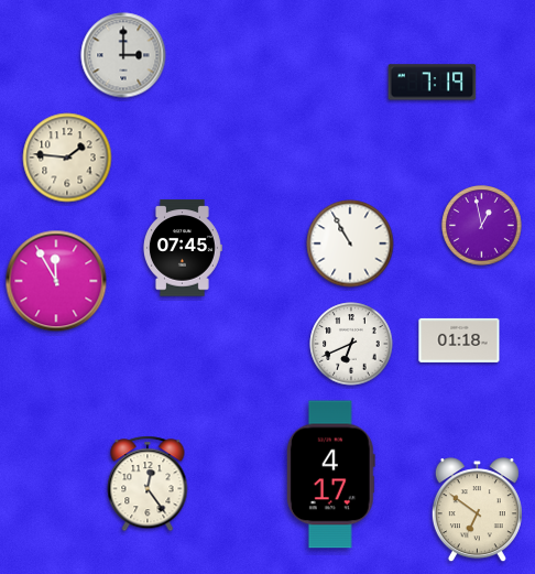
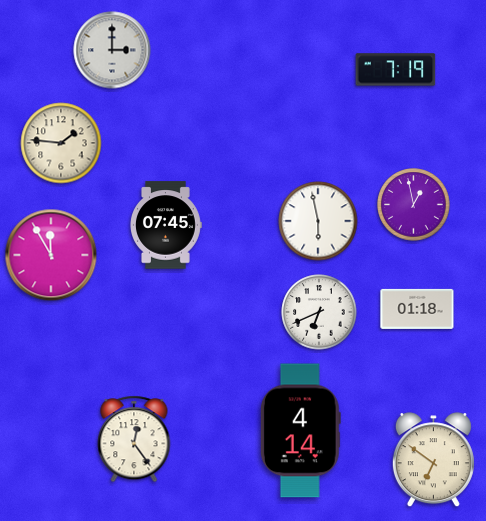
clock at (433, 83) position: (433, 83) -> (396, 70)
clock at (482, 226) position: (482, 226) -> (414, 205)
clock at (350, 243): 10:55 -> 5:58
clock at (330, 475): 4:17 -> 4:14
clock at (477, 510) position: (477, 510) -> (433, 460)
